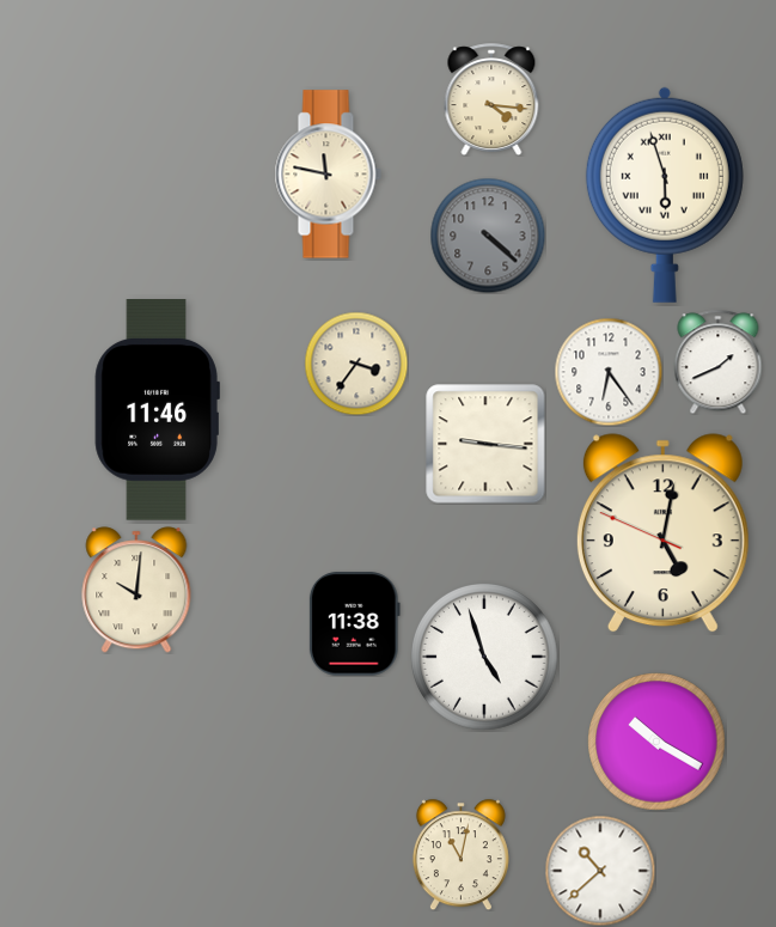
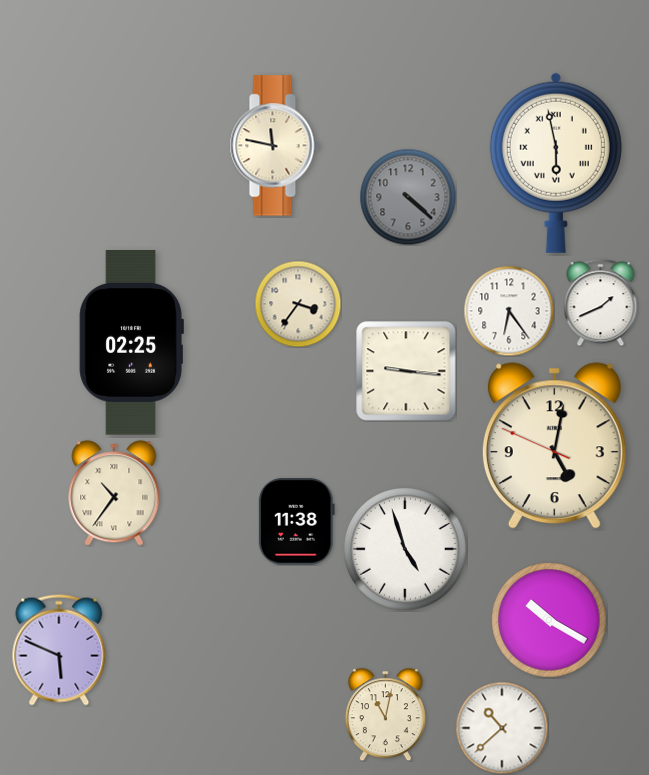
clock at (491, 99): 4:16 -> none
clock at (665, 195): 5:57 -> 5:58
clock at (157, 410): 11:46 -> 02:25
clock at (136, 590): 10:01 -> 10:36
clock at (59, 650): none -> 5:49
